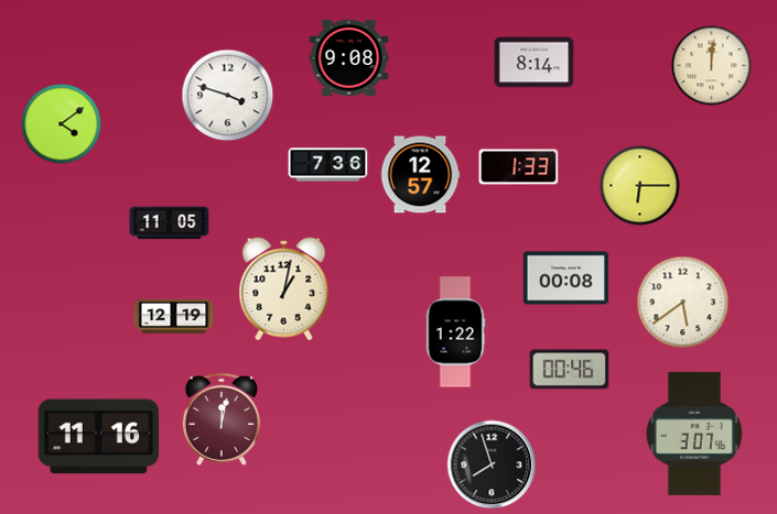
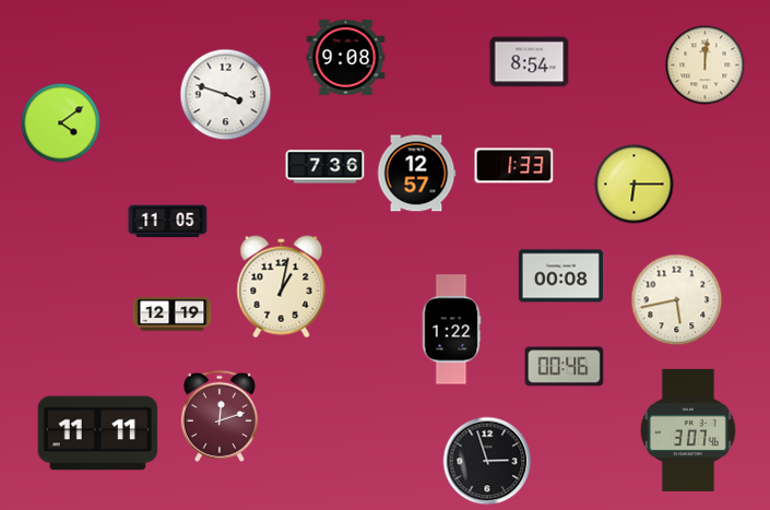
clock at (535, 63): 8:14 -> 8:54
clock at (328, 165) position: (328, 165) -> (325, 167)
clock at (683, 303): 5:39 -> 5:43
clock at (222, 419): 12:02 -> 12:12
clock at (99, 437): 11:16 -> 11:11
clock at (492, 464): 7:57 -> 2:57
